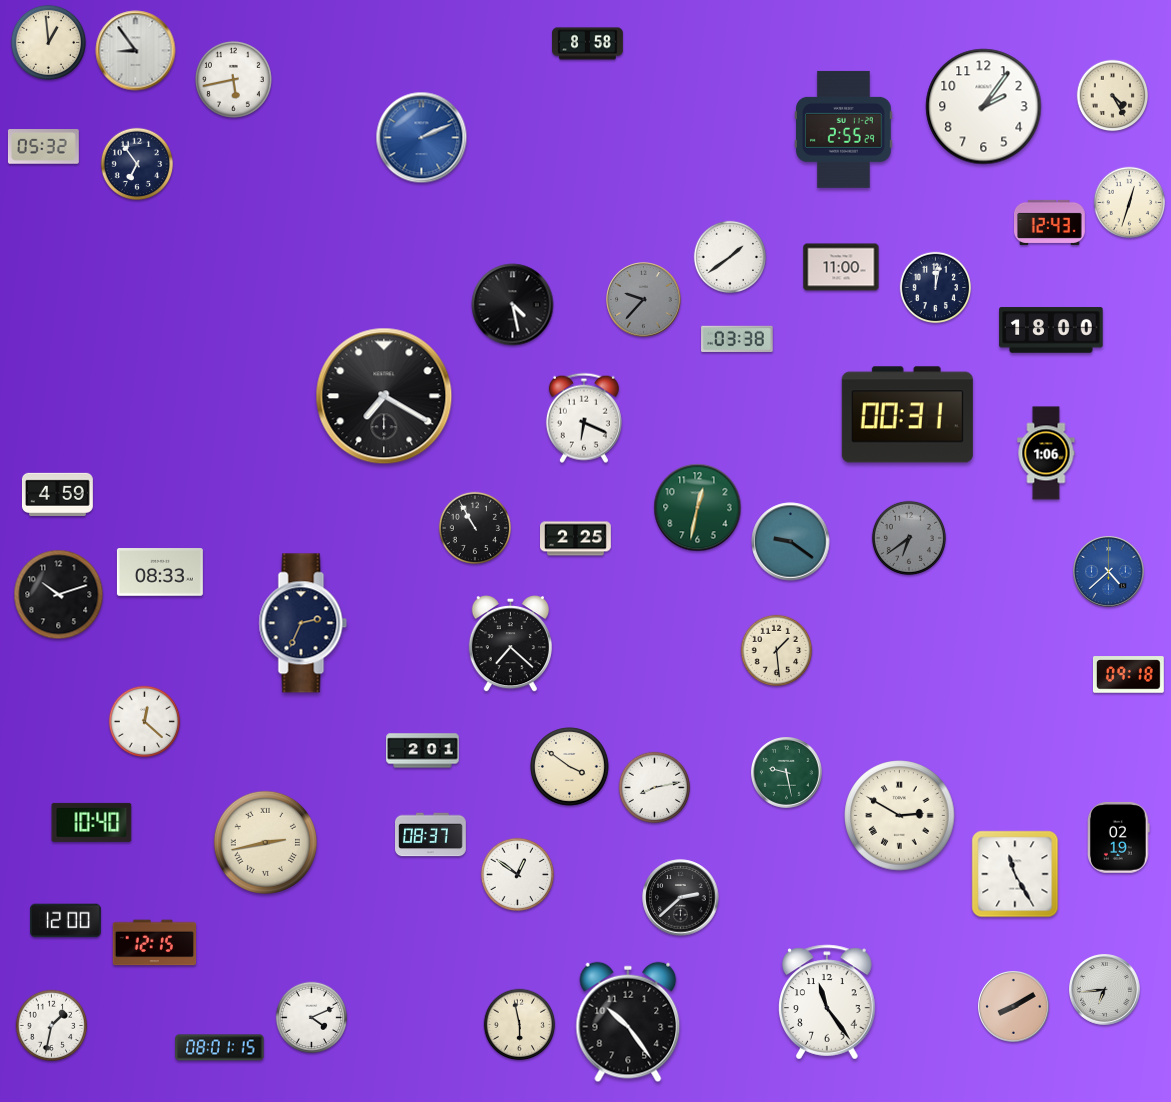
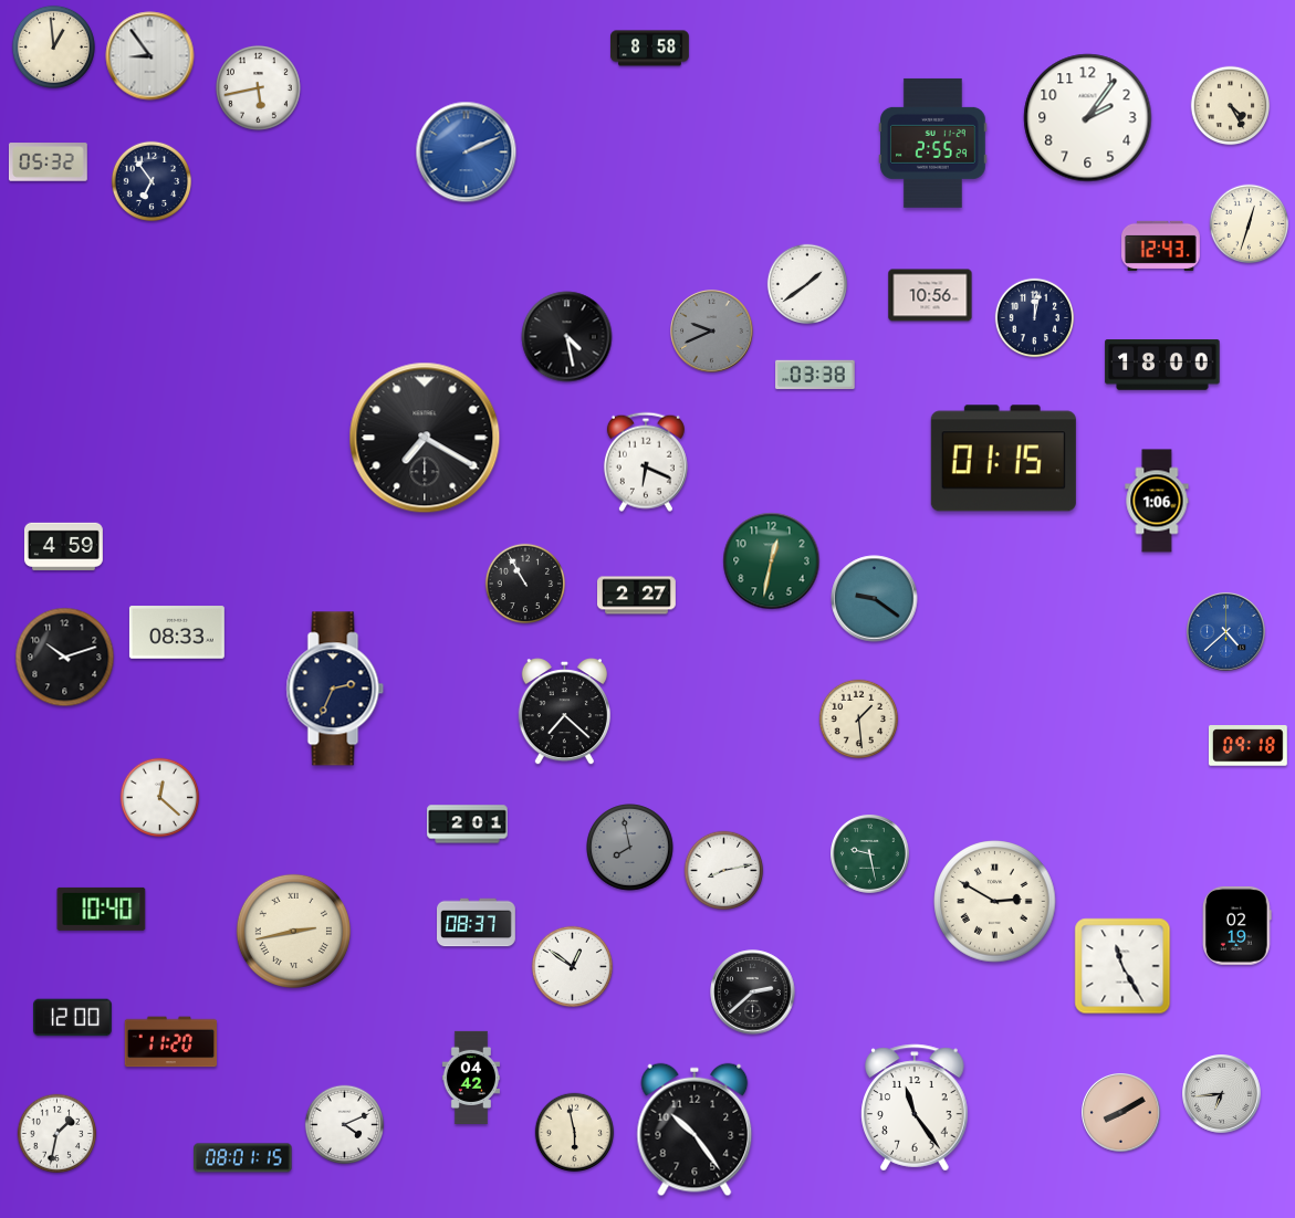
clock at (841, 267): 11:00 -> 10:56
clock at (644, 300): 9:37 -> 9:41
clock at (907, 415): 00:31 -> 01:15
clock at (909, 538): 6:39 -> none
clock at (576, 539): 2:25 -> 2:27
clock at (423, 751) position: (423, 751) -> (468, 825)
clock at (570, 767): 3:51 -> 7:58
clock at (570, 767) dial: cream -> grey
clock at (155, 943): 12:15 -> 11:20
clock at (470, 1077): none -> 04:42
